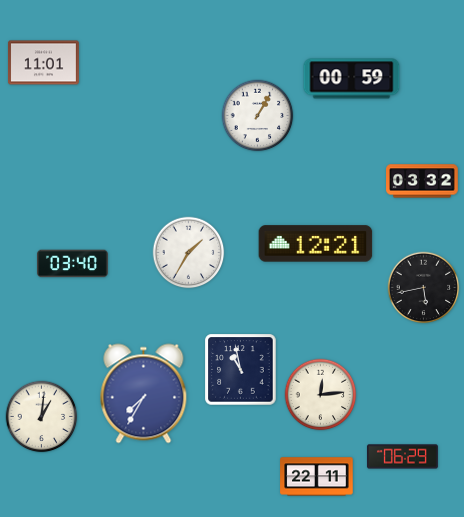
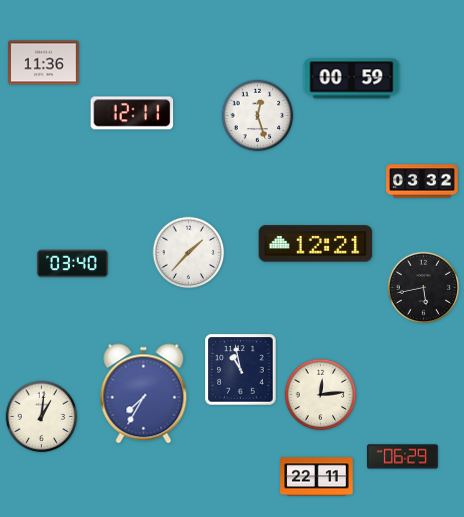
clock at (43, 63): 11:01 -> 11:36
clock at (132, 113): none -> 12:11
clock at (258, 116): 1:05 -> 12:27
clock at (189, 253): 1:35 -> 1:37
